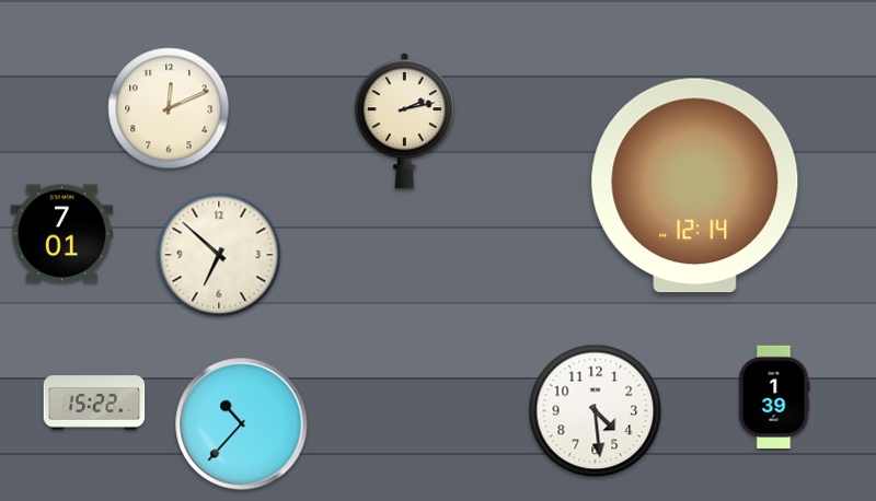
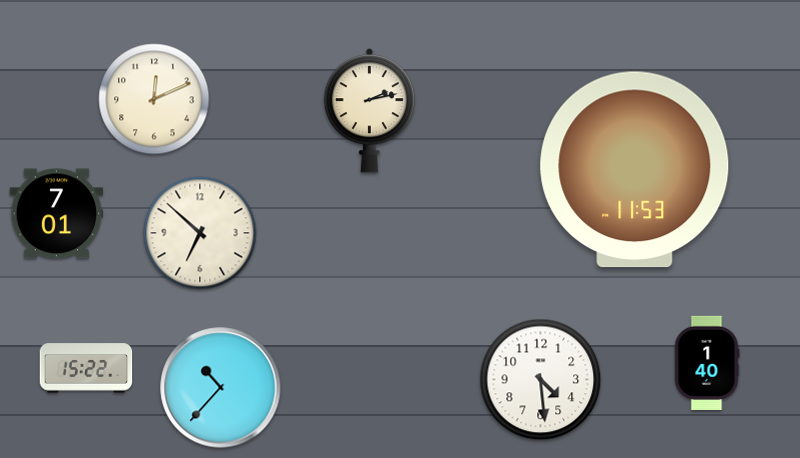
clock at (695, 186): 12:14 -> 11:53
clock at (774, 396): 1:39 -> 1:40
clock at (596, 411) position: (596, 411) -> (541, 380)
